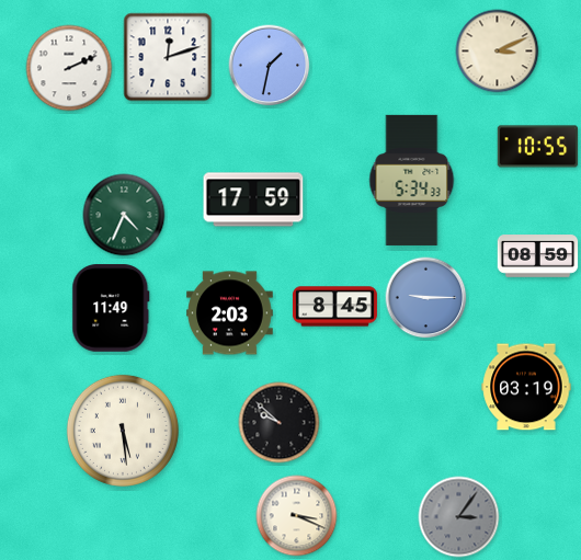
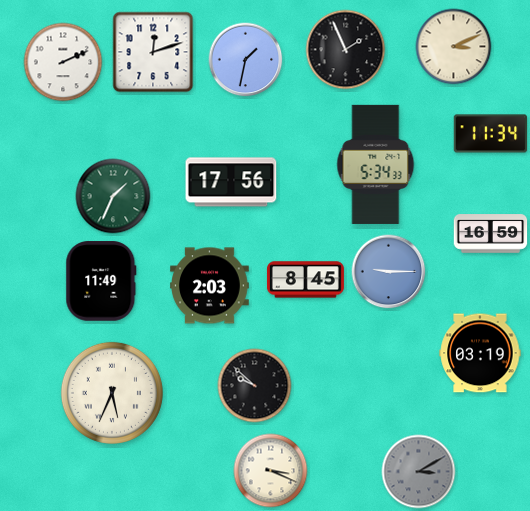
clock at (346, 50): none -> 1:56
clock at (538, 147): 10:55 -> 11:34
clock at (253, 199): 17:59 -> 17:56
clock at (124, 215): 4:34 -> 1:34
clock at (538, 256): 08:59 -> 16:59
clock at (123, 431): 5:29 -> 5:34
clock at (459, 517): 3:06 -> 3:10
